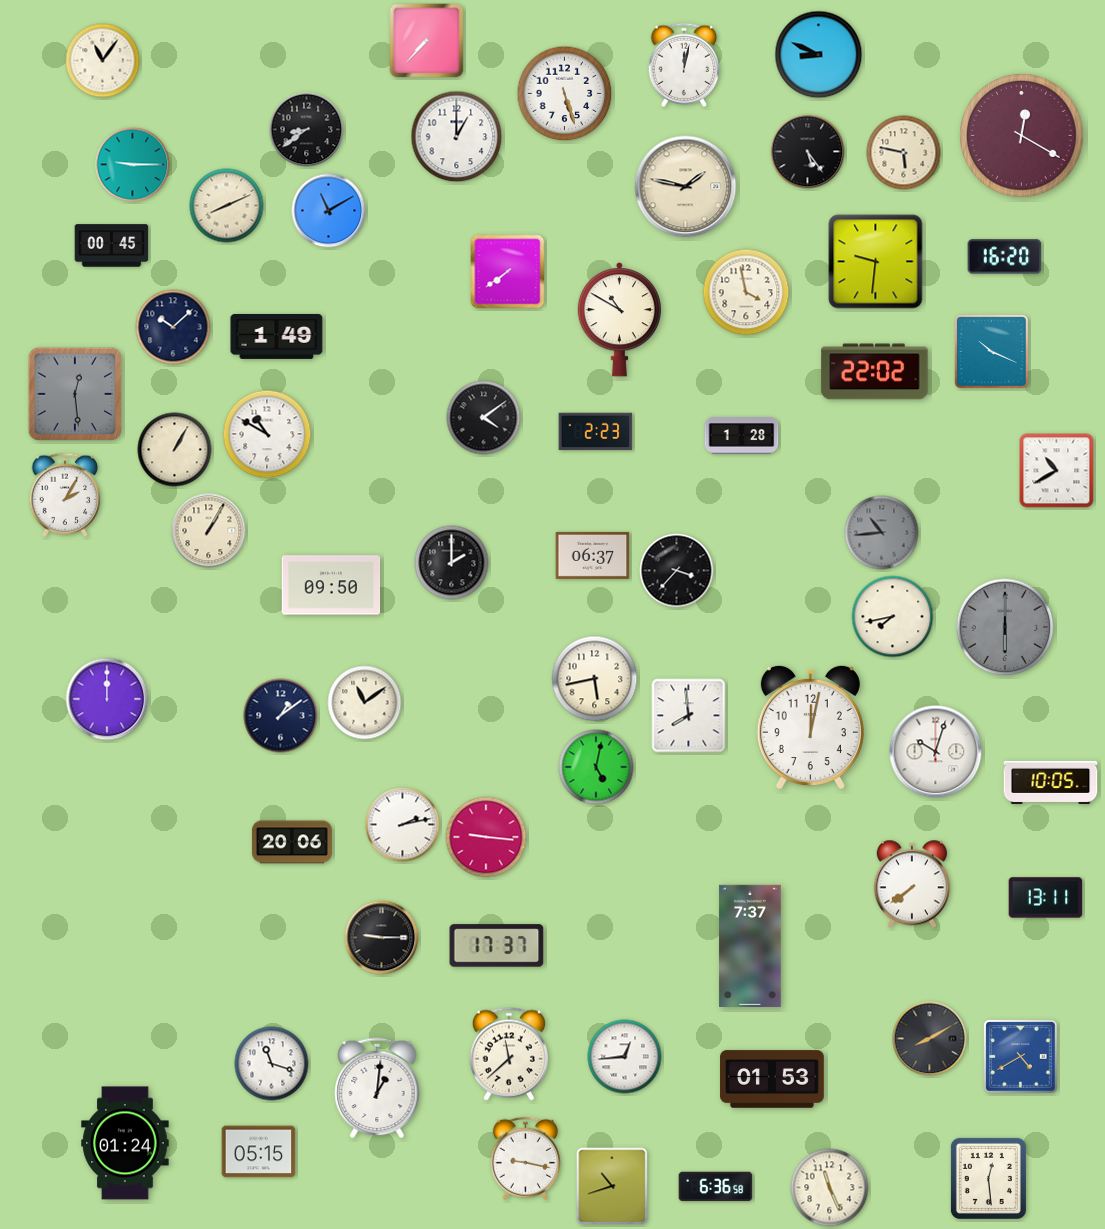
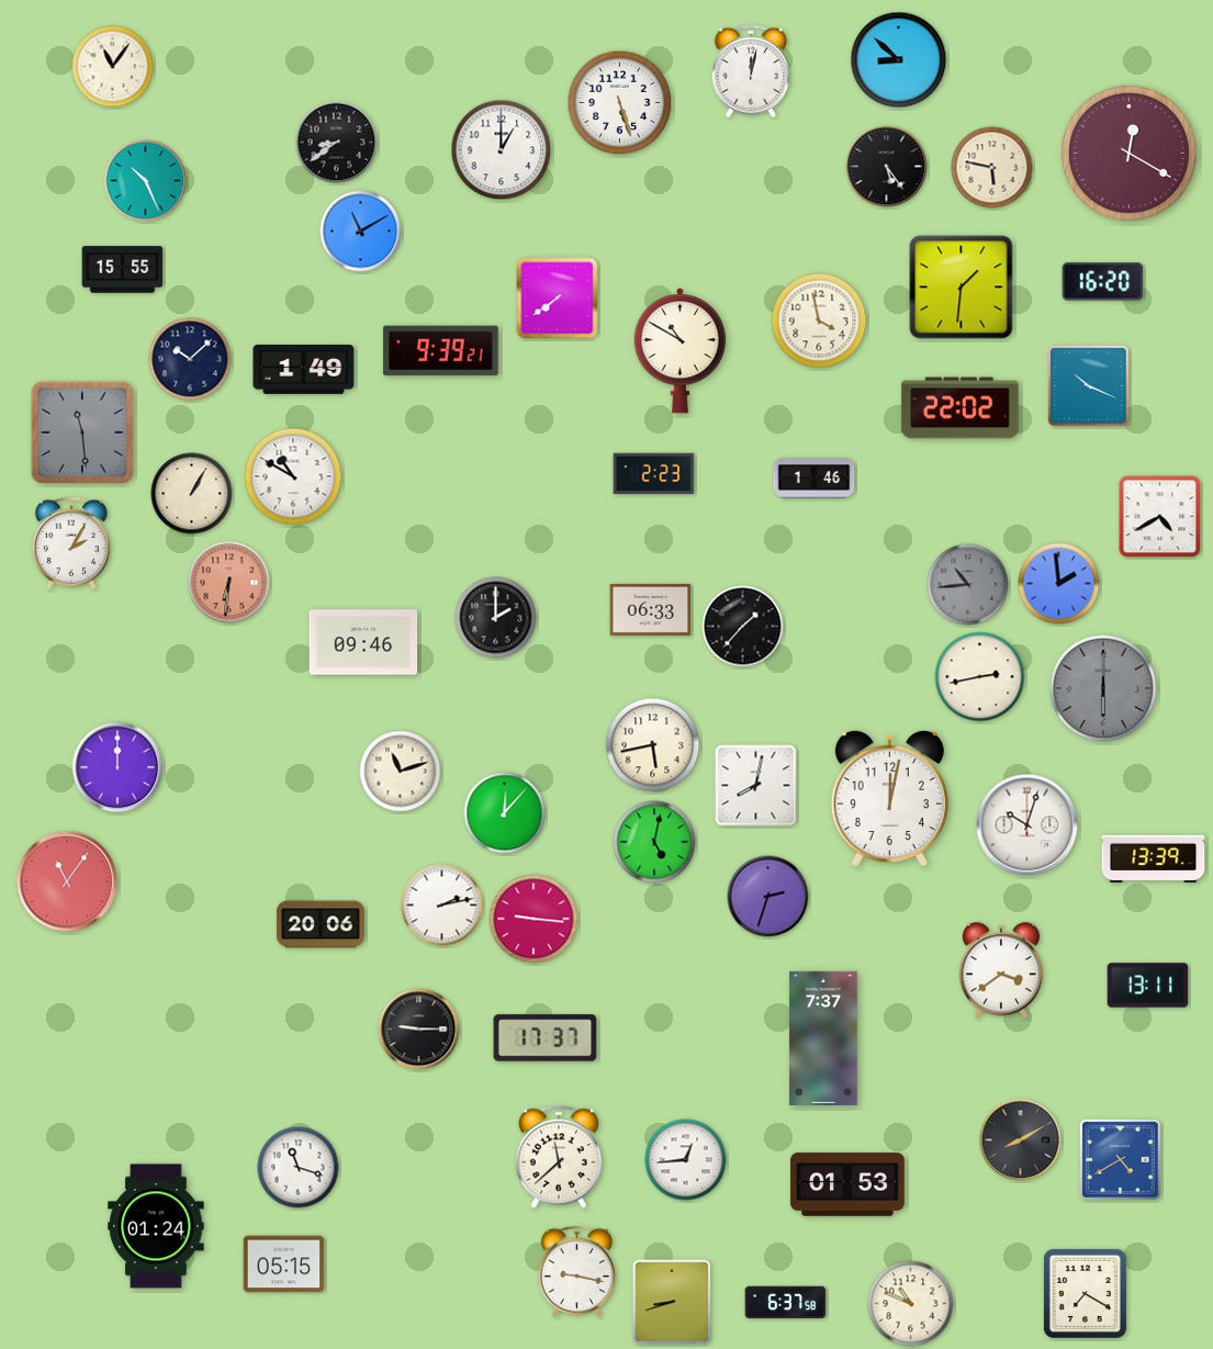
clock at (427, 41): 7:37 -> none
clock at (819, 55): 8:49 -> 8:52
clock at (1022, 136) position: (1022, 136) -> (1130, 154)
clock at (133, 165): 9:15 -> 10:26
clock at (686, 187): 1:47 -> none
clock at (227, 206): 8:11 -> none
clock at (112, 246): 00:45 -> 15:55
clock at (876, 262): 9:31 -> 1:31
clock at (441, 351): none -> 9:39
clock at (75, 394): 12:29 -> 11:29
clock at (484, 418): 4:09 -> none
clock at (742, 436): 1:28 -> 1:46
clock at (1057, 471): 10:40 -> 4:40
clock at (209, 531): 1:05 -> 6:31
clock at (209, 531) dial: cream -> salmon
clock at (1059, 584): none -> 1:59
clock at (593, 555): 06:37 -> 06:33
clock at (677, 571): 3:37 -> 1:37
clock at (331, 585): 09:50 -> 09:46
clock at (893, 617): 7:43 -> 2:43
clock at (365, 703): 11:09 -> 11:12
clock at (281, 716): 1:09 -> none
clock at (689, 716): 7:59 -> 8:02
clock at (505, 813): none -> 12:07
clock at (1051, 782): 10:05 -> 13:39
clock at (67, 881): none -> 11:06
clock at (768, 897): none -> 2:33
clock at (912, 884): 7:39 -> 3:39
clock at (377, 1088): 1:01 -> none
clock at (125, 1143) position: (125, 1143) -> (156, 1226)
clock at (988, 1178): 12:29 -> 7:20
clock at (612, 1186): 10:42 -> 8:42
clock at (716, 1187): 6:36 -> 6:37
clock at (830, 1188): 11:26 -> 10:49
